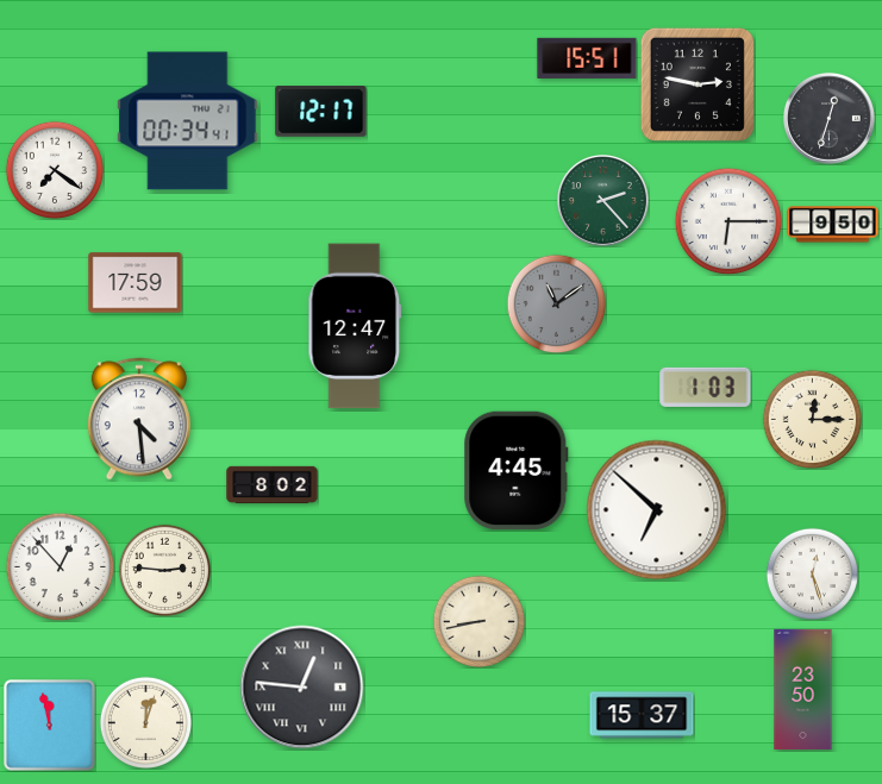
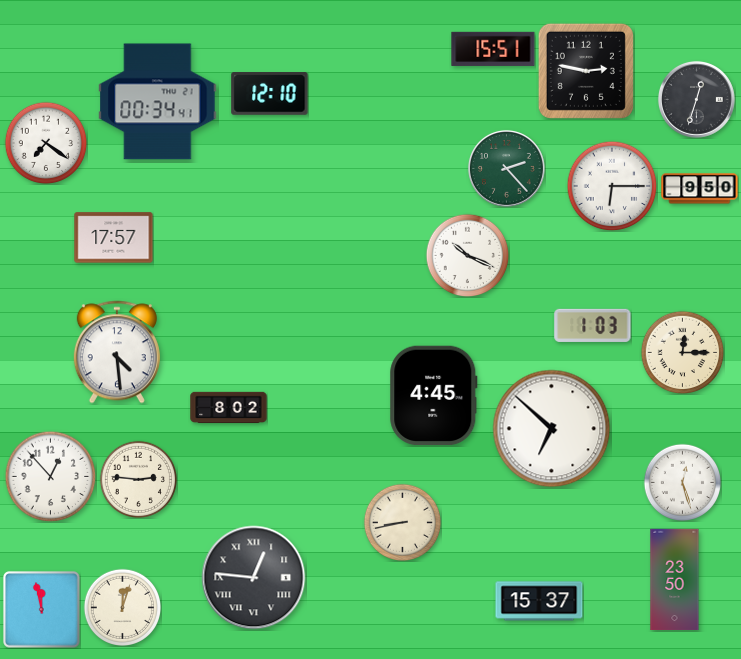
clock at (321, 112): 12:17 -> 12:10
clock at (136, 283): 17:59 -> 17:57
clock at (556, 303): 11:09 -> 10:19
clock at (556, 303) dial: grey -> white
clock at (355, 326): 12:47 -> none
